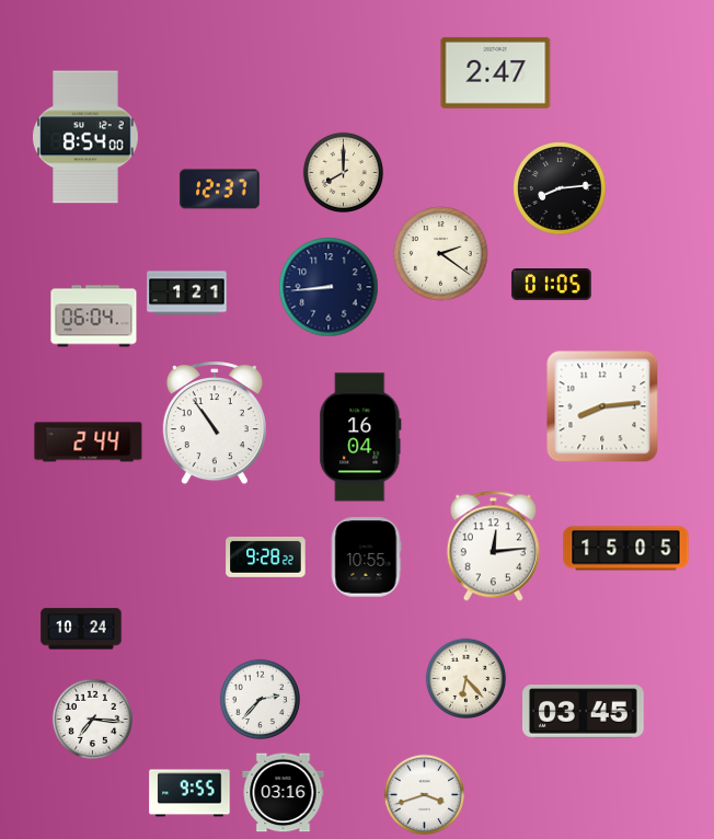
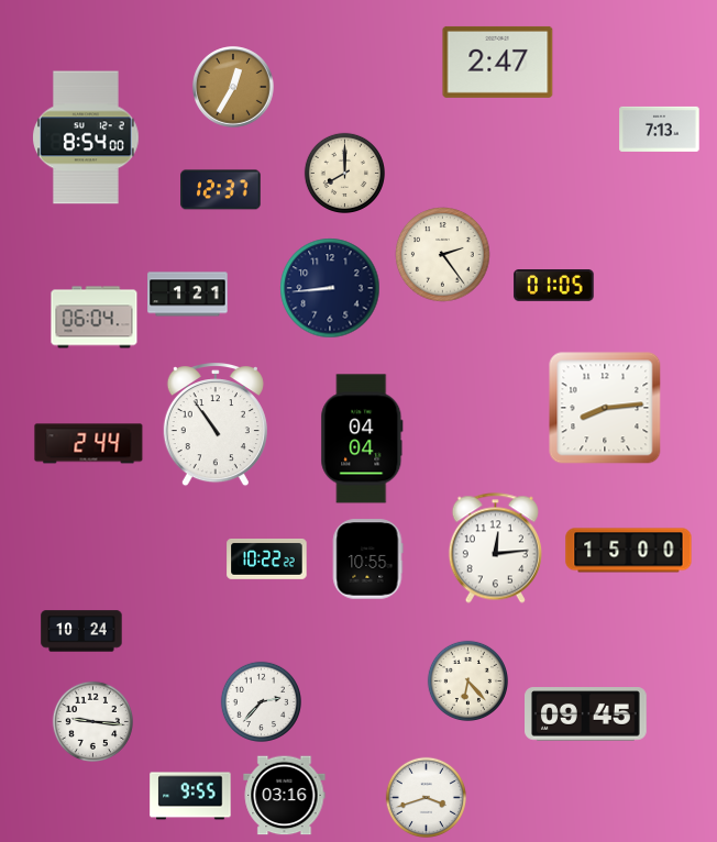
clock at (496, 72) position: (496, 72) -> (498, 62)
clock at (233, 87): none -> 12:35
clock at (660, 129): none -> 7:13
clock at (560, 188): 8:14 -> none
clock at (441, 254): 2:21 -> 2:24
clock at (360, 437): 16:04 -> 04:04
clock at (626, 549): 15:05 -> 15:00
clock at (266, 558): 9:28 -> 10:22
clock at (584, 712): 03:45 -> 09:45
clock at (92, 719): 7:16 -> 9:16
